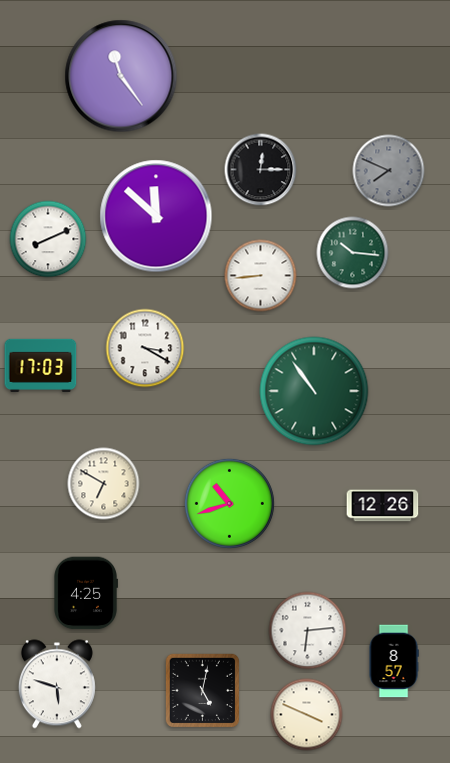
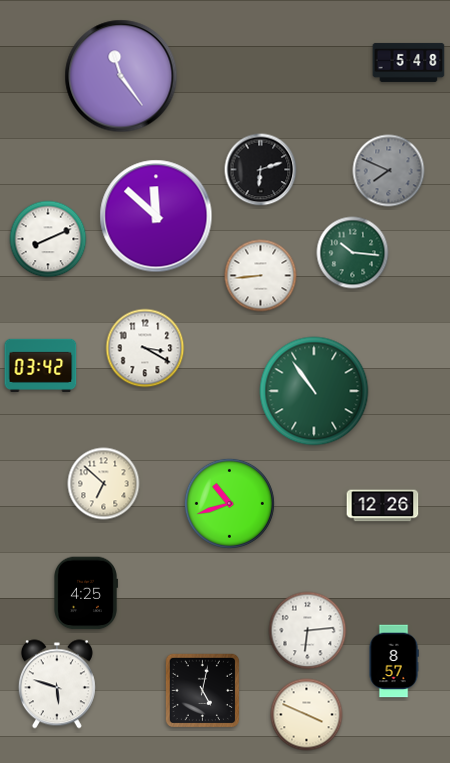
clock at (409, 62): none -> 5:48
clock at (261, 170): 12:15 -> 6:12
clock at (41, 365): 17:03 -> 03:42
clock at (104, 484): 6:50 -> 6:52
